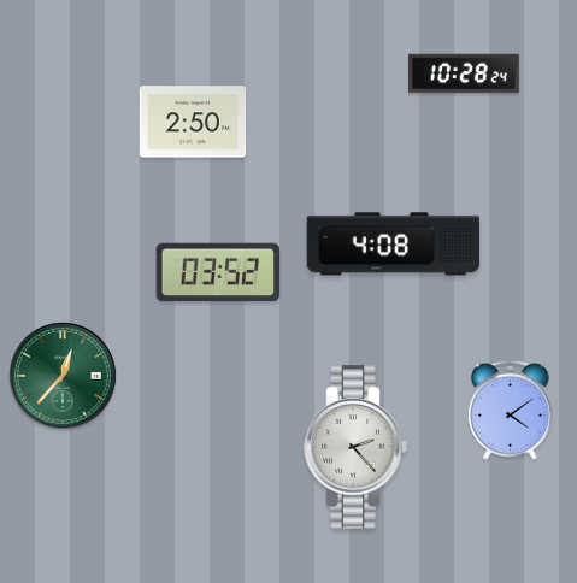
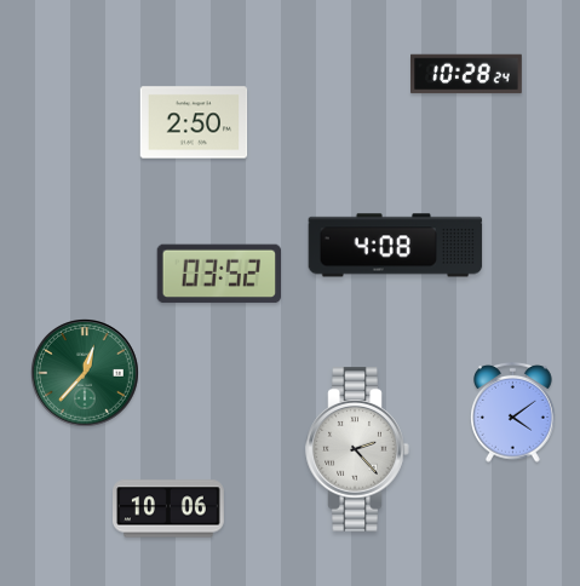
clock at (64, 377) position: (64, 377) -> (86, 374)
clock at (170, 509): none -> 10:06
